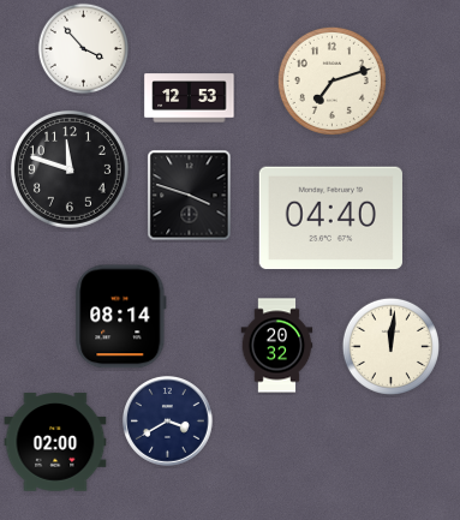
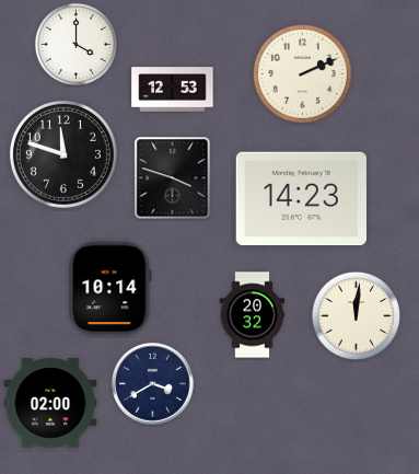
clock at (83, 48): 3:53 -> 4:00
clock at (331, 80): 7:12 -> 2:11
clock at (330, 219): 04:40 -> 14:23
clock at (121, 317): 08:14 -> 10:14
